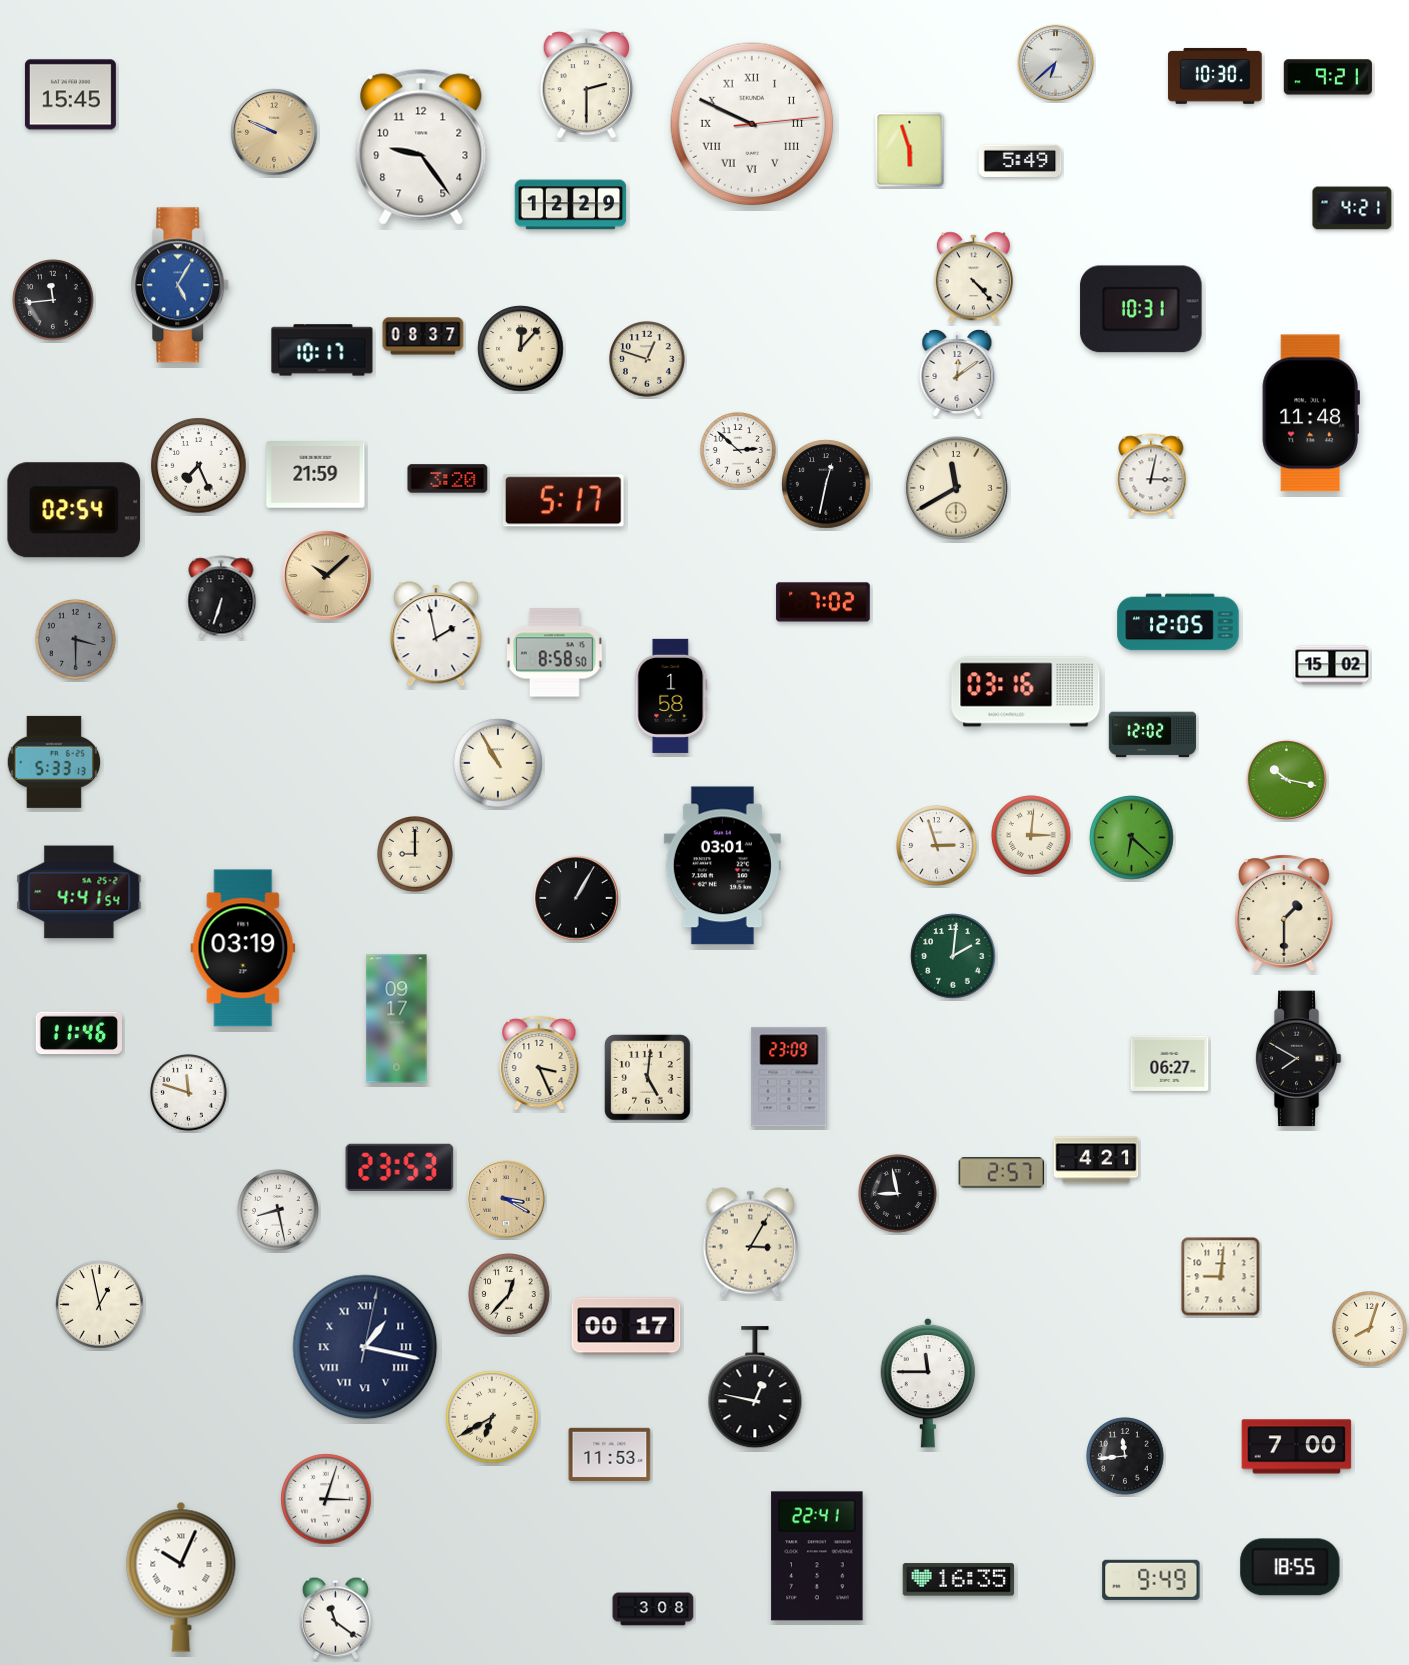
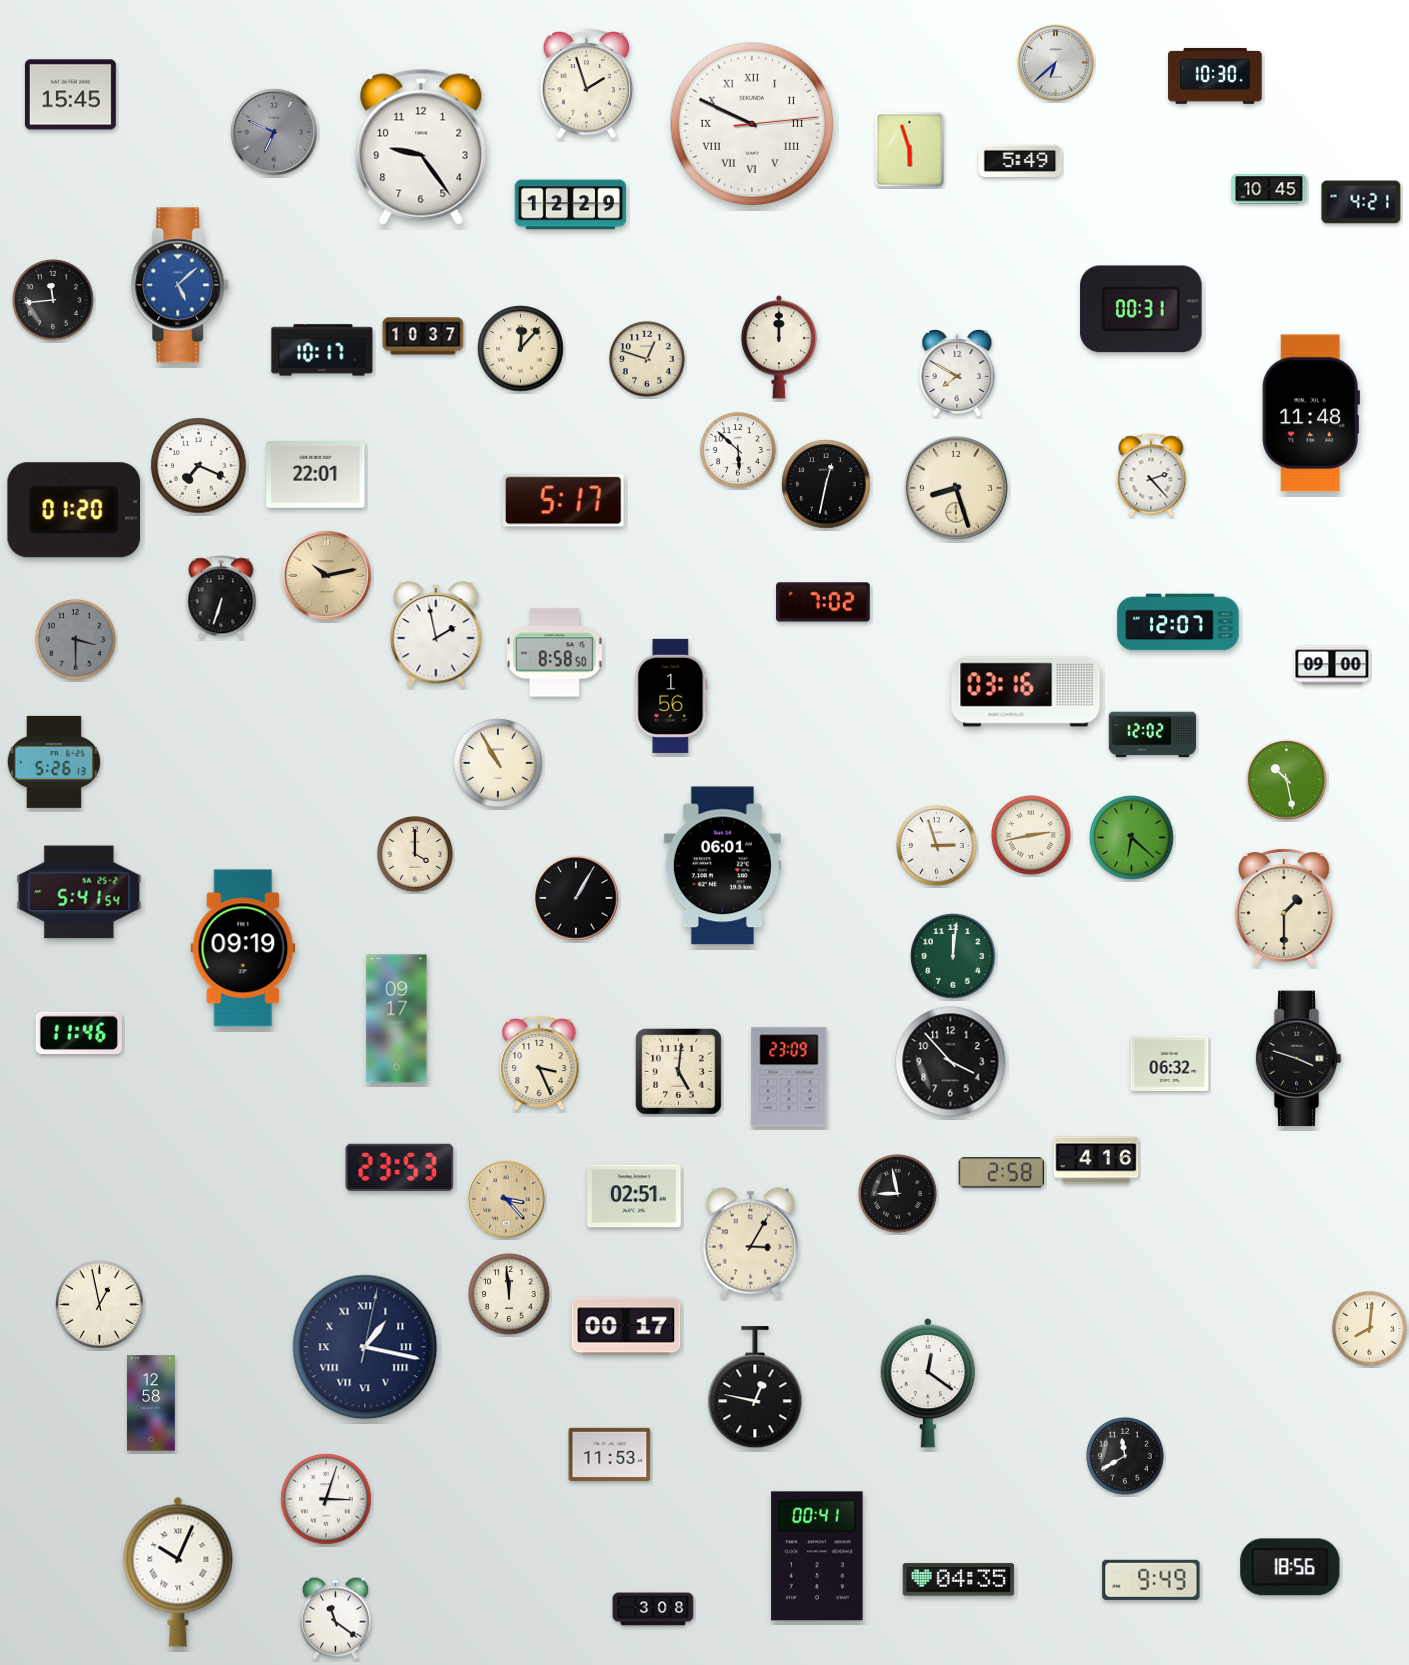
clock at (1328, 77): 9:21 -> none
clock at (586, 83): 2:30 -> 1:57
clock at (274, 132): 9:49 -> 6:49
clock at (274, 132) dial: champagne -> grey
clock at (1269, 189): none -> 10:45
clock at (1352, 208) position: (1352, 208) -> (1361, 202)
clock at (973, 278): 4:23 -> none
clock at (180, 285): 5:05 -> 5:08
clock at (1141, 309): 10:31 -> 00:31
clock at (423, 336): 08:37 -> 10:37
clock at (779, 347): none -> 12:00
clock at (957, 373): 12:09 -> 7:50
clock at (739, 451): 2:52 -> 5:52
clock at (199, 466): 7:26 -> 7:19
clock at (316, 475): 21:59 -> 22:01
clock at (1151, 475): 3:02 -> 2:23
clock at (448, 479): 3:20 -> none
clock at (956, 488): 11:40 -> 8:27
clock at (74, 510): 02:54 -> 01:20
clock at (327, 576): 10:08 -> 10:13
clock at (1178, 622): 12:05 -> 12:07
clock at (1332, 665): 15:02 -> 09:00
clock at (671, 696): 1:58 -> 1:56
clock at (54, 762): 5:33 -> 5:26
clock at (1287, 780): 10:17 -> 10:28
clock at (1031, 835): 3:01 -> 2:43
clock at (416, 855): 9:00 -> 4:00
clock at (722, 866): 03:01 -> 06:01
clock at (79, 892): 4:41 -> 5:41
clock at (1284, 913) position: (1284, 913) -> (1284, 907)
clock at (243, 948): 03:19 -> 09:19
clock at (953, 956): 2:01 -> 12:01
clock at (1298, 1059): 7:50 -> 3:48
clock at (951, 1062): none -> 3:53
clock at (1170, 1063): 06:27 -> 06:32
clock at (648, 1078) position: (648, 1078) -> (679, 1072)
clock at (189, 1093): 11:48 -> none
clock at (1096, 1160): 4:21 -> 4:16
clock at (1002, 1173): 2:57 -> 2:58
clock at (634, 1196): none -> 02:51
clock at (506, 1199): 3:20 -> 3:23
clock at (278, 1210): 8:28 -> none
clock at (1221, 1277): 9:01 -> none
clock at (509, 1294): 12:37 -> 11:59
clock at (1370, 1329): 8:03 -> 8:01
clock at (928, 1383): 11:45 -> 12:21
clock at (152, 1403): none -> 12:58
clock at (492, 1417): 6:40 -> none
clock at (1297, 1447): 7:00 -> none
clock at (1125, 1456): 11:44 -> 11:40
clock at (817, 1556): 22:41 -> 00:41
clock at (1290, 1567): 18:55 -> 18:56
clock at (181, 1577) position: (181, 1577) -> (178, 1572)
clock at (959, 1580): 16:35 -> 04:35
